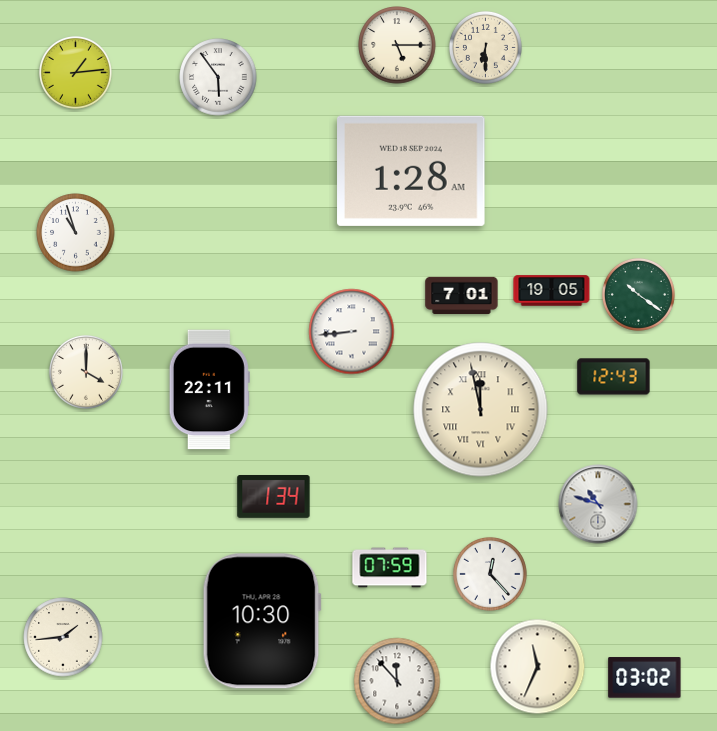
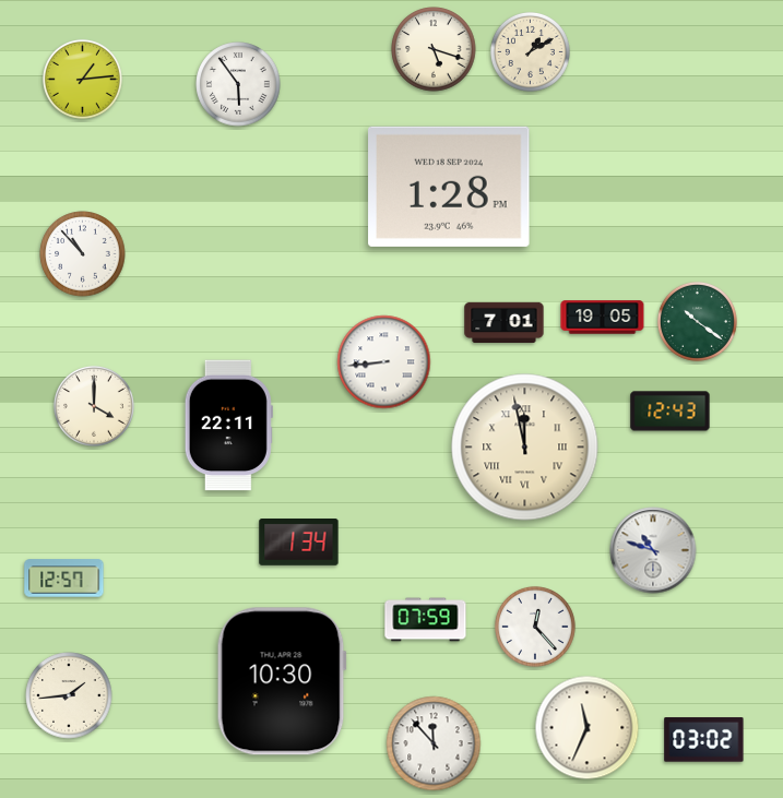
clock at (397, 45): 5:15 -> 5:18
clock at (485, 47): 6:30 -> 1:10
clock at (411, 171): 1:28 AM -> 1:28 PM
clock at (76, 233): 10:57 -> 10:53
clock at (64, 579): none -> 12:57
clock at (262, 621) position: (262, 621) -> (282, 681)
